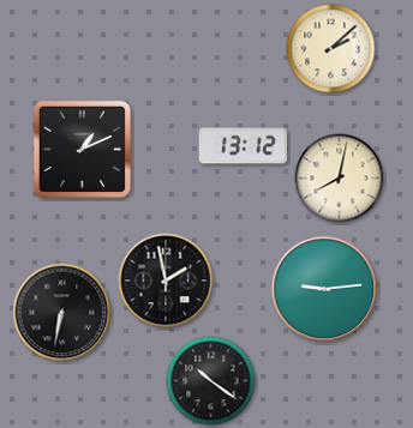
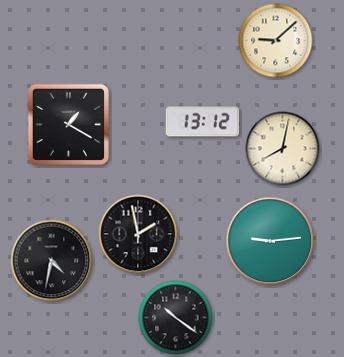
clock at (331, 49): 2:08 -> 9:08
clock at (82, 149): 1:11 -> 1:20
clock at (62, 313): 6:32 -> 4:32
